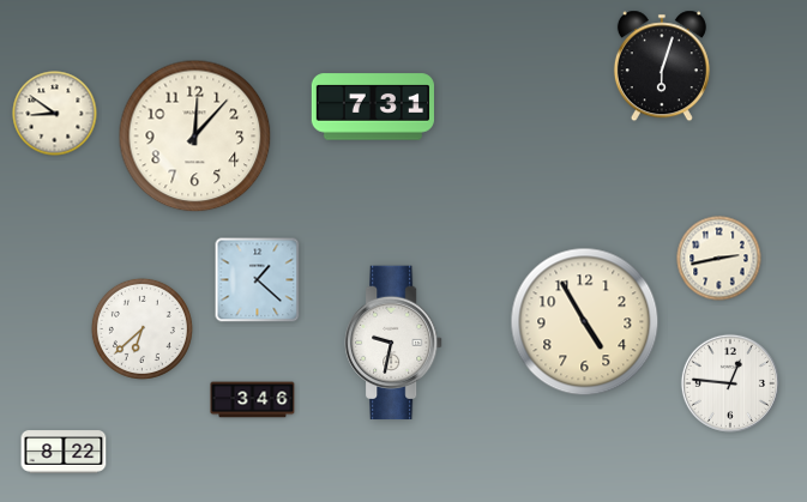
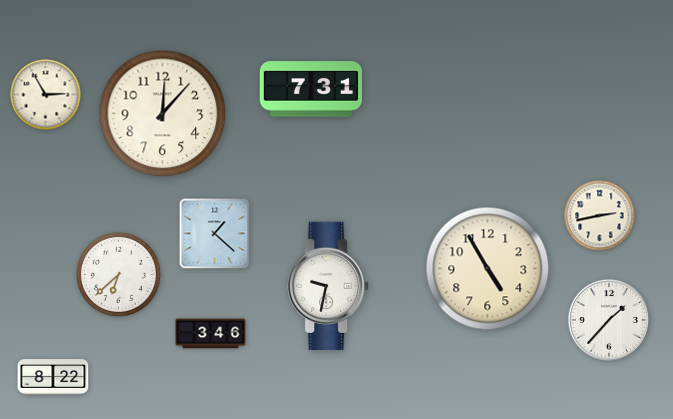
clock at (662, 66): 6:03 -> none
clock at (55, 114): 8:51 -> 2:55
clock at (730, 383): 12:46 -> 1:37
